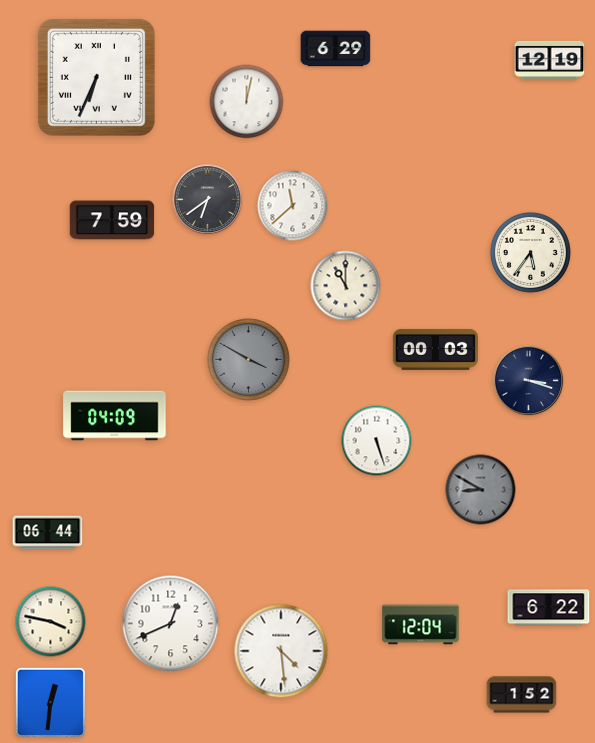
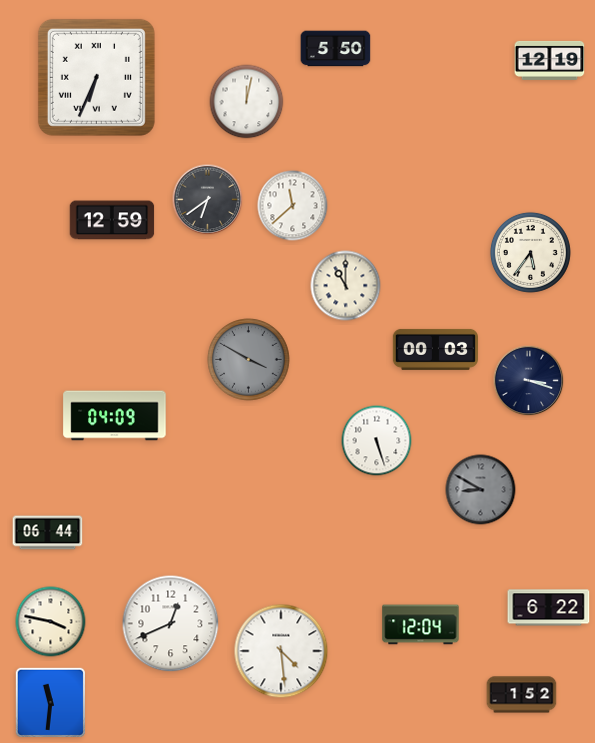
clock at (336, 49): 6:29 -> 5:50
clock at (112, 220): 7:59 -> 12:59
clock at (50, 702): 12:31 -> 11:31
